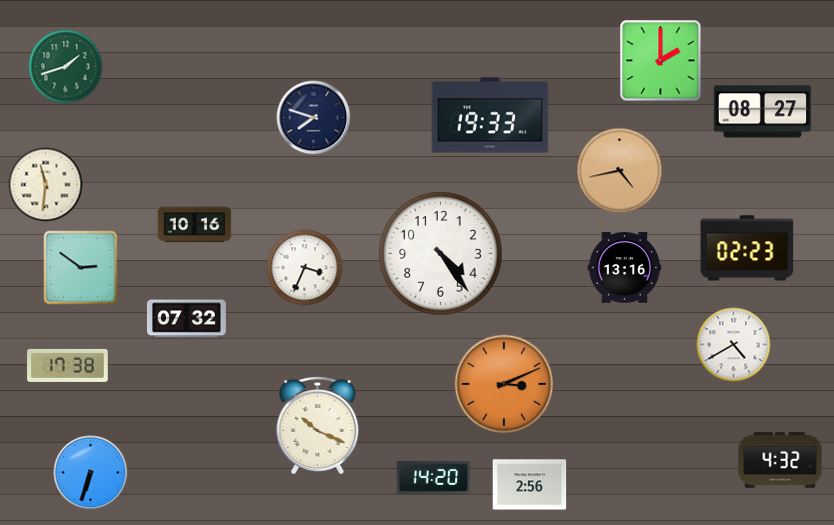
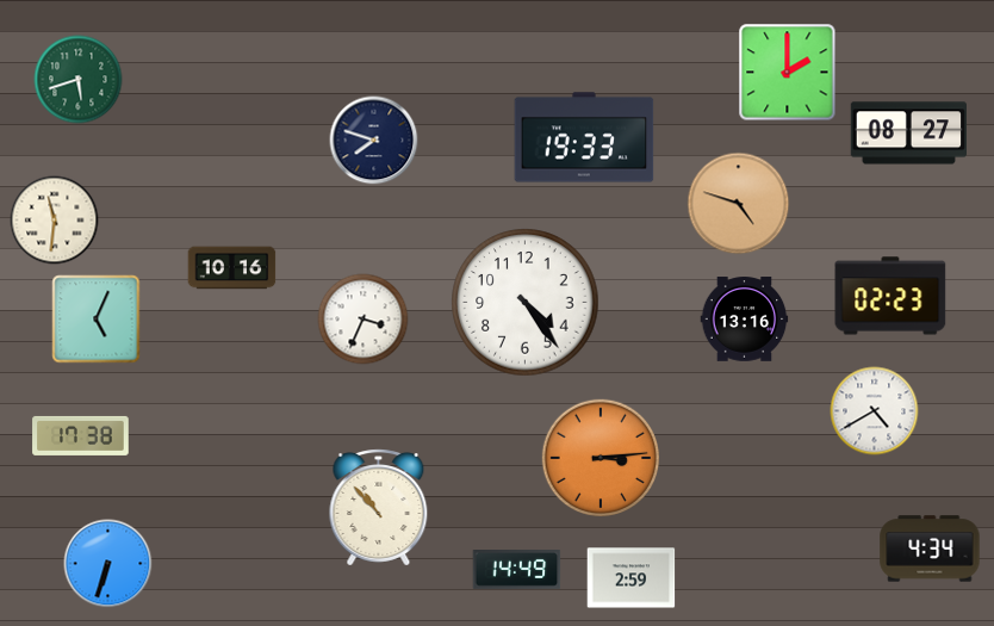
clock at (66, 67): 1:42 -> 5:42
clock at (620, 171): 4:43 -> 4:48
clock at (81, 268): 2:51 -> 5:04
clock at (186, 319): 07:32 -> none
clock at (503, 383): 3:11 -> 3:14
clock at (318, 426): 10:19 -> 10:53
clock at (780, 460): 4:32 -> 4:34
clock at (434, 478): 14:20 -> 14:49
clock at (530, 485): 2:56 -> 2:59
